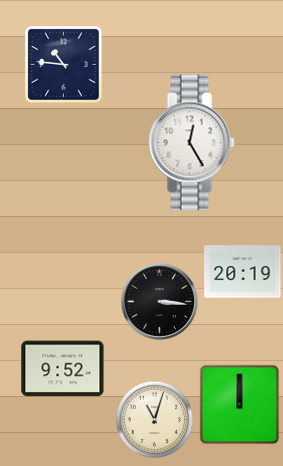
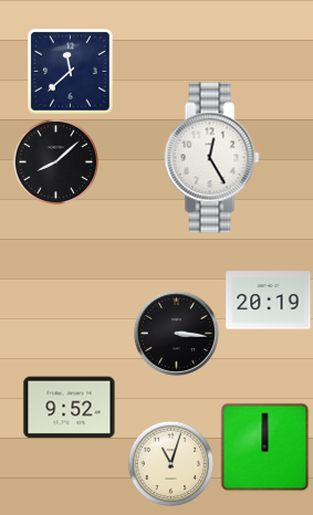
clock at (64, 65): 10:46 -> 11:38
clock at (55, 161): none -> 8:08
